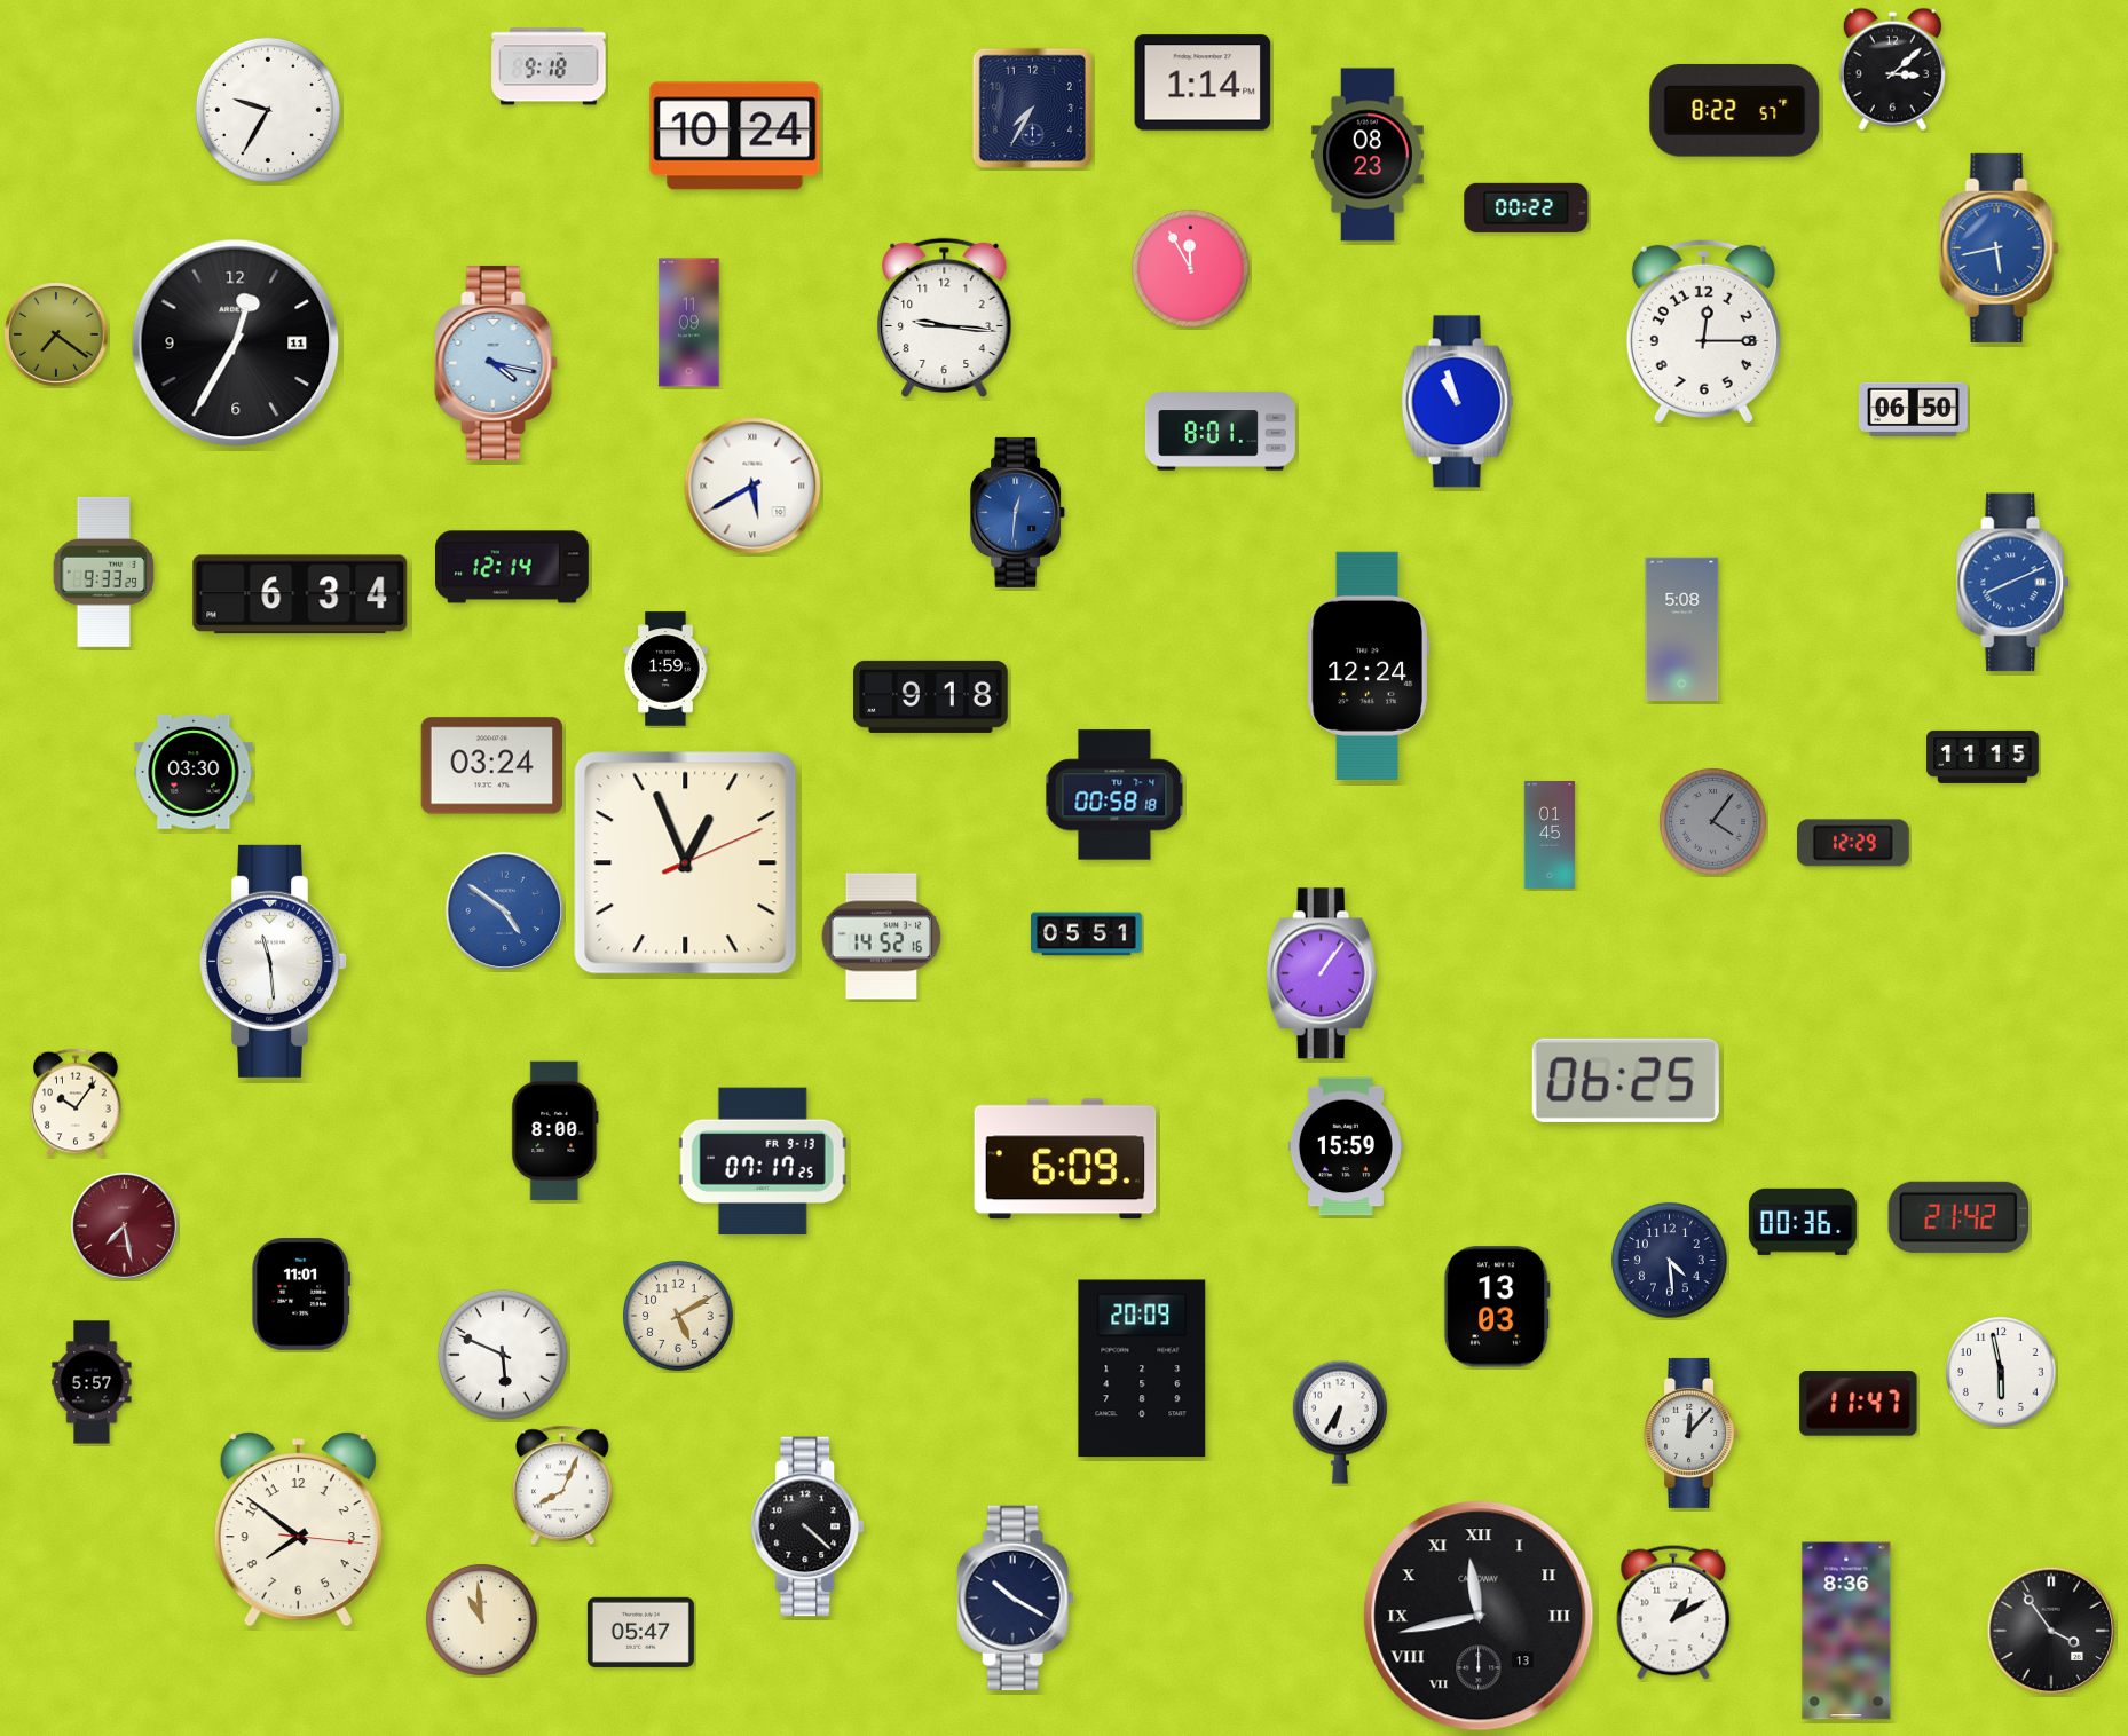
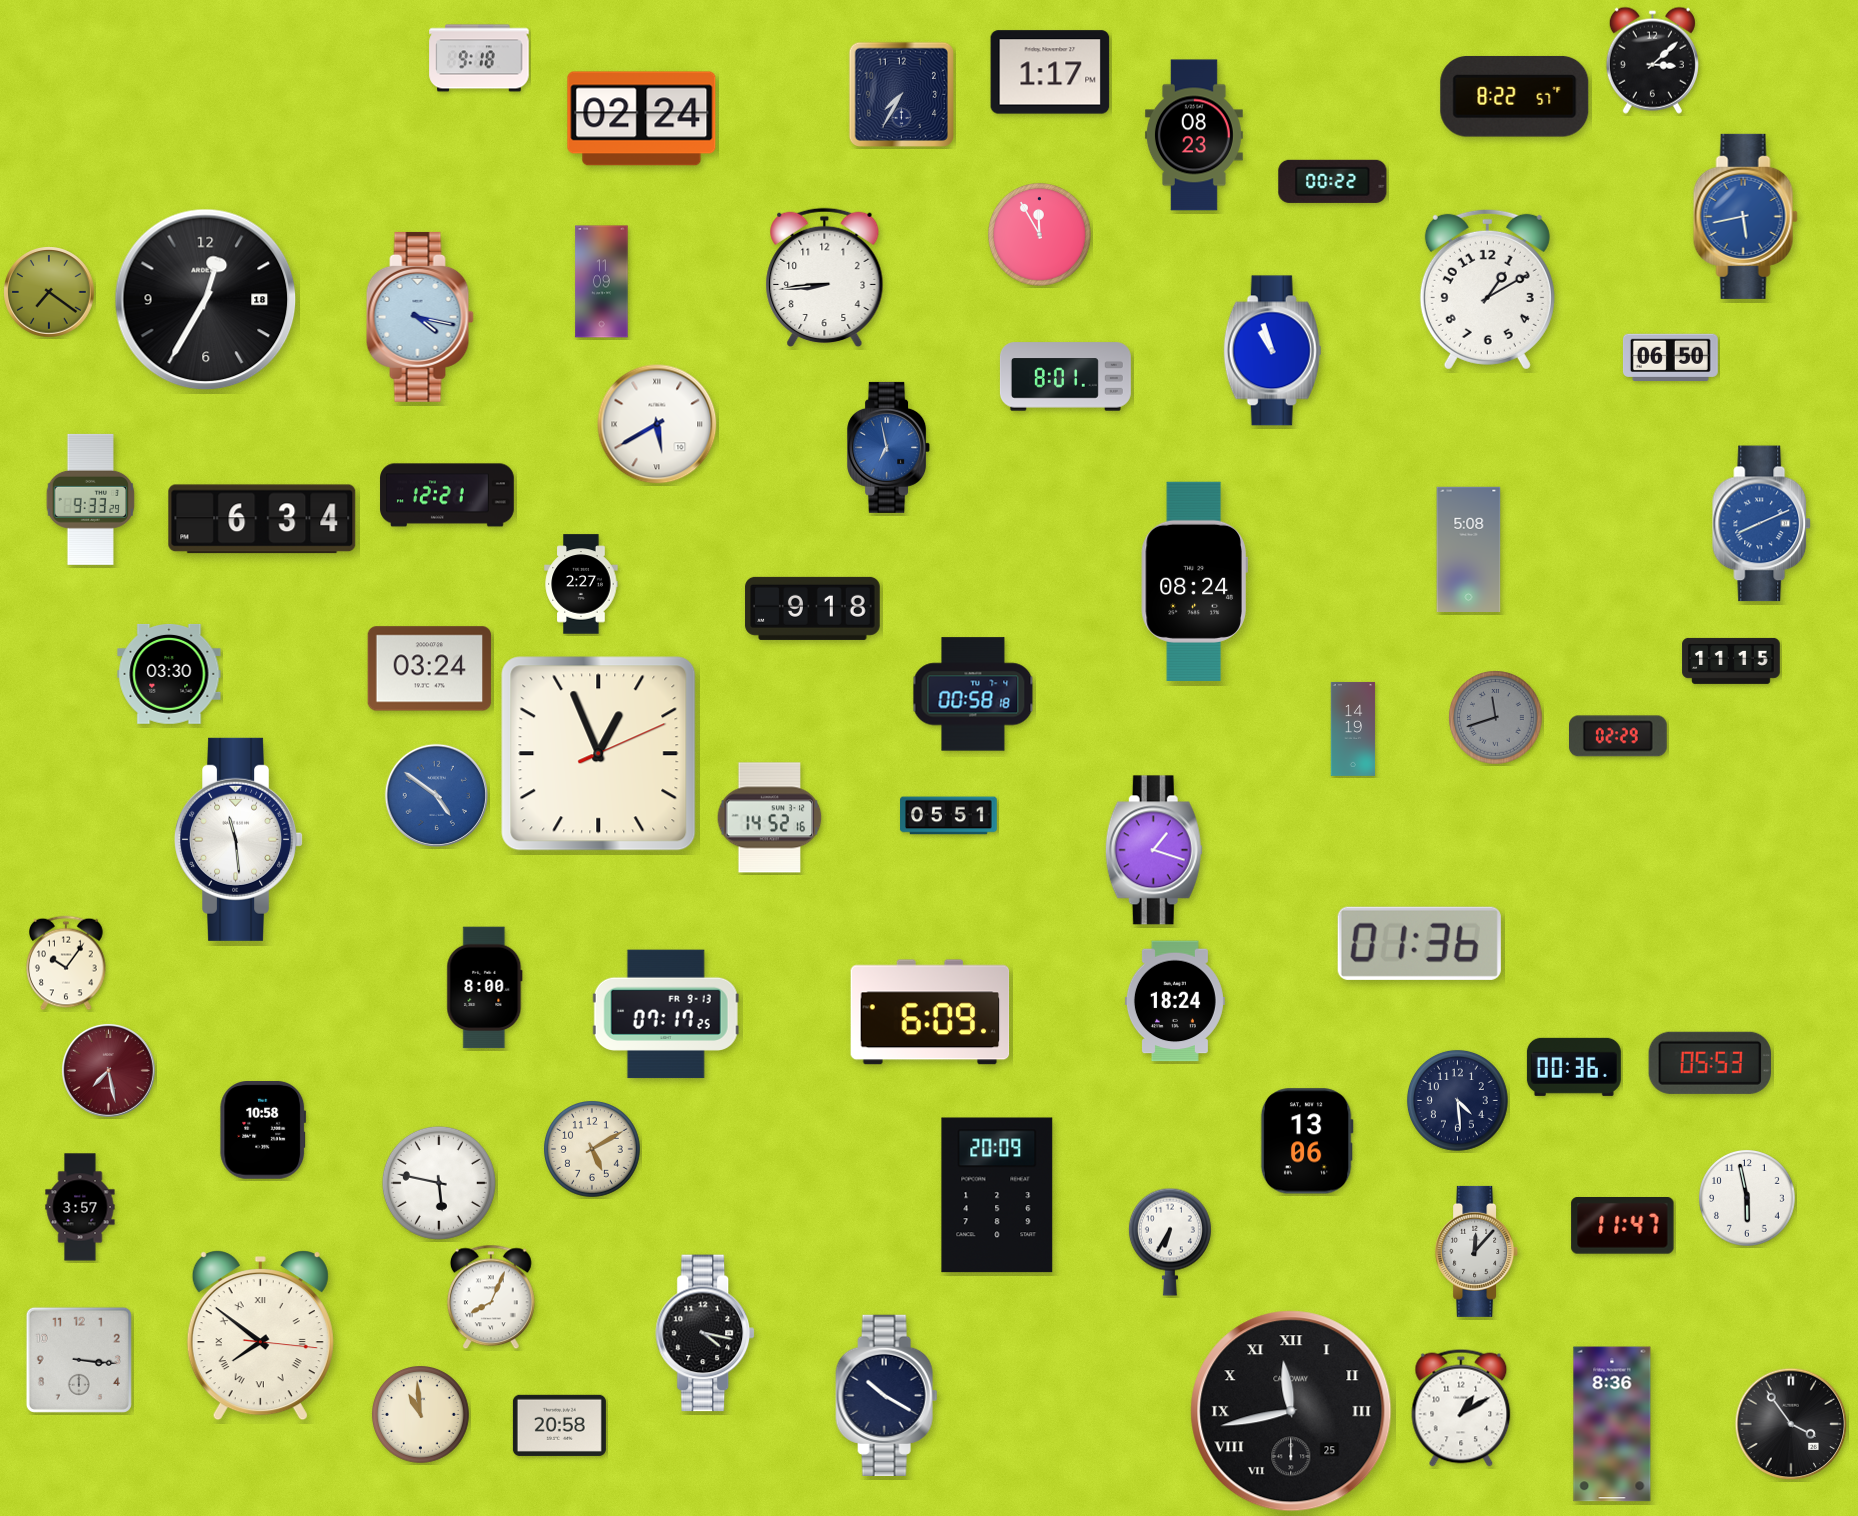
clock at (1203, 82): 1:14 -> 1:17
clock at (268, 110): 9:35 -> none
clock at (735, 136): 10:24 -> 02:24
clock at (945, 318): 9:16 -> 8:44
clock at (1703, 331): 12:15 -> 1:10
clock at (236, 344) date: 11 -> 18
clock at (496, 363) position: (496, 363) -> (420, 317)
clock at (1018, 512): 12:31 -> 6:58
clock at (512, 567): 12:14 -> 12:21
clock at (2013, 583) position: (2013, 583) -> (1762, 524)
clock at (1368, 665): 12:24 -> 08:24
clock at (665, 669): 1:59 -> 2:27
clock at (1713, 822): 4:06 -> 11:42
clock at (1550, 835): 01:45 -> 14:19
clock at (1854, 843): 12:29 -> 02:29
clock at (504, 910) position: (504, 910) -> (436, 795)
clock at (1322, 973): 1:06 -> 1:18
clock at (1625, 1080): 06:25 -> 01:36
clock at (1346, 1146): 15:59 -> 18:24
clock at (1957, 1217): 21:42 -> 05:53
clock at (301, 1295): 11:01 -> 10:58
clock at (1497, 1307): 13:03 -> 13:06
clock at (503, 1355): 5:49 -> 5:47
clock at (92, 1382): 5:57 -> 3:57
clock at (809, 1526): 4:22 -> 4:17
clock at (298, 1530) numerals: Arabic -> Roman
clock at (79, 1360): none -> 3:16
clock at (1479, 1616) date: 13 -> 25
clock at (640, 1632): 05:47 -> 20:58
